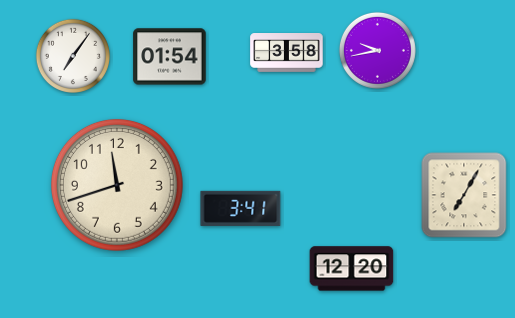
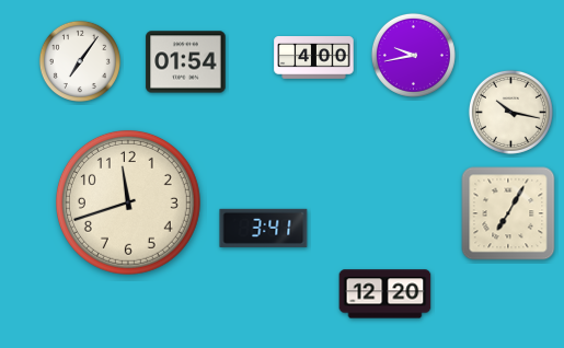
clock at (287, 53): 3:58 -> 4:00
clock at (510, 112): none -> 10:17
